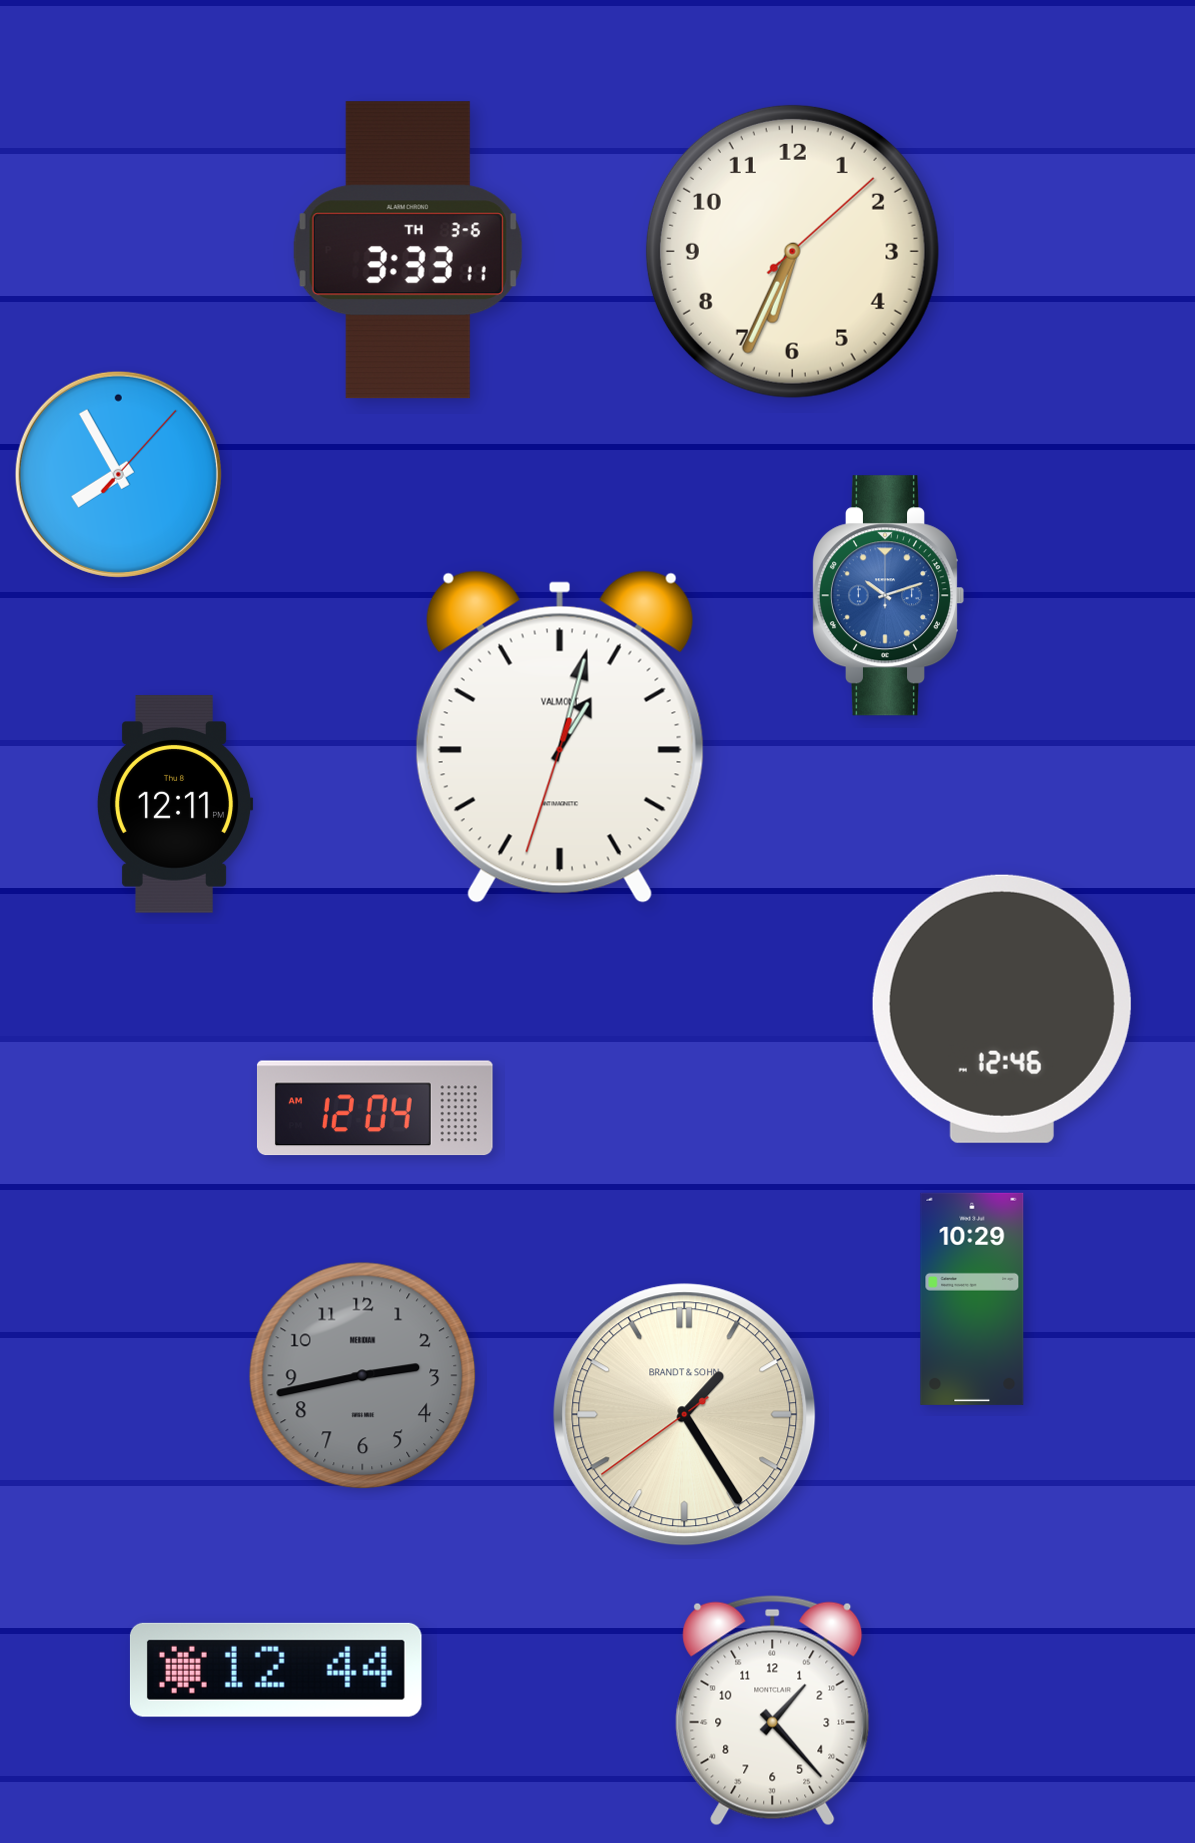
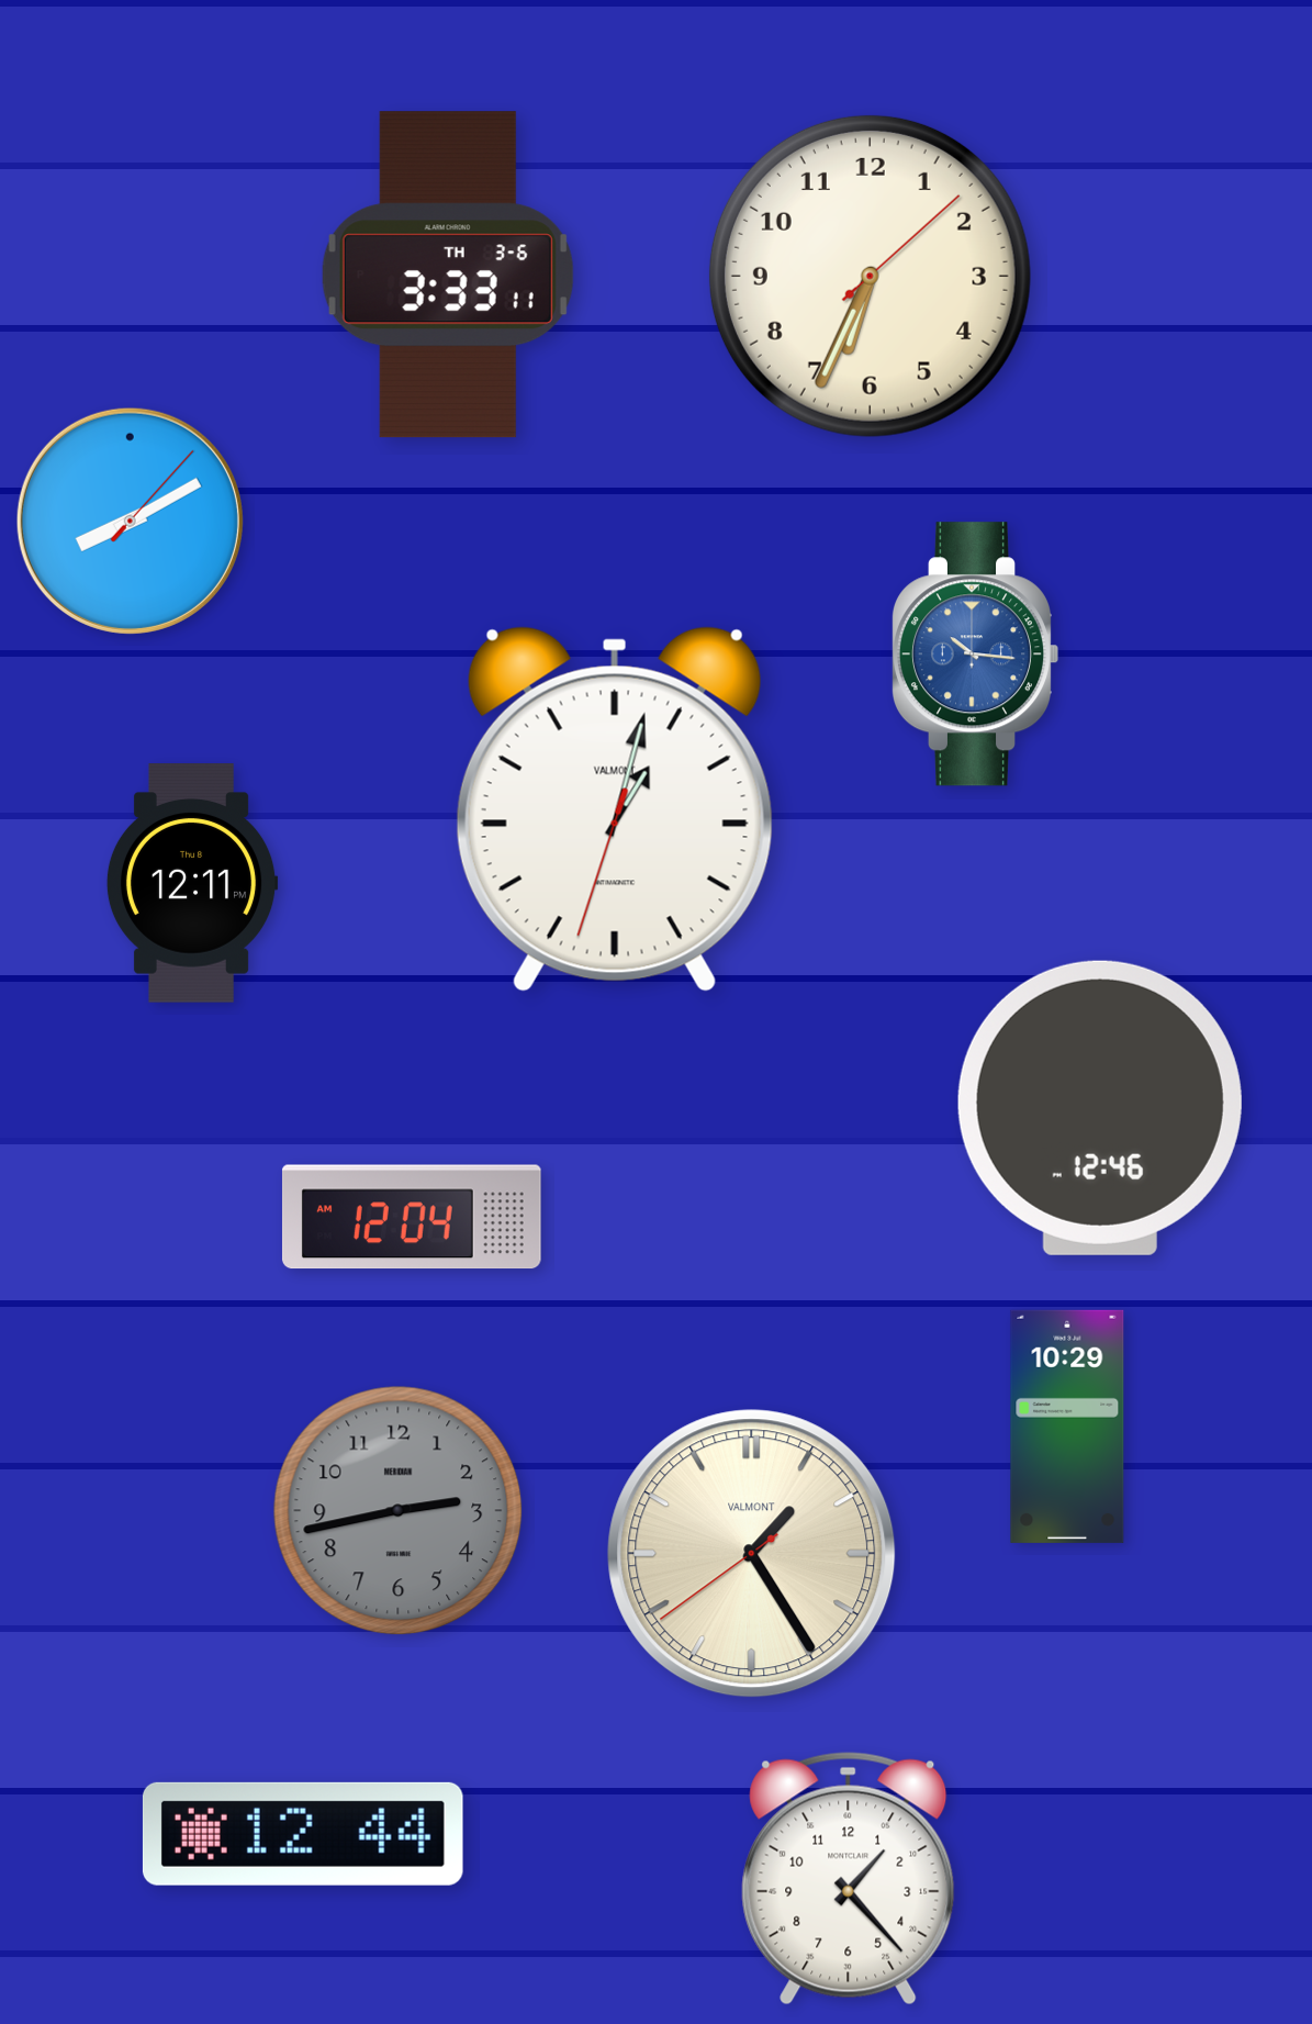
clock at (118, 474): 7:55 -> 8:10
clock at (887, 596): 10:12 -> 10:16
clock at (685, 1415) brand: BRANDT & SOHN -> VALMONT
